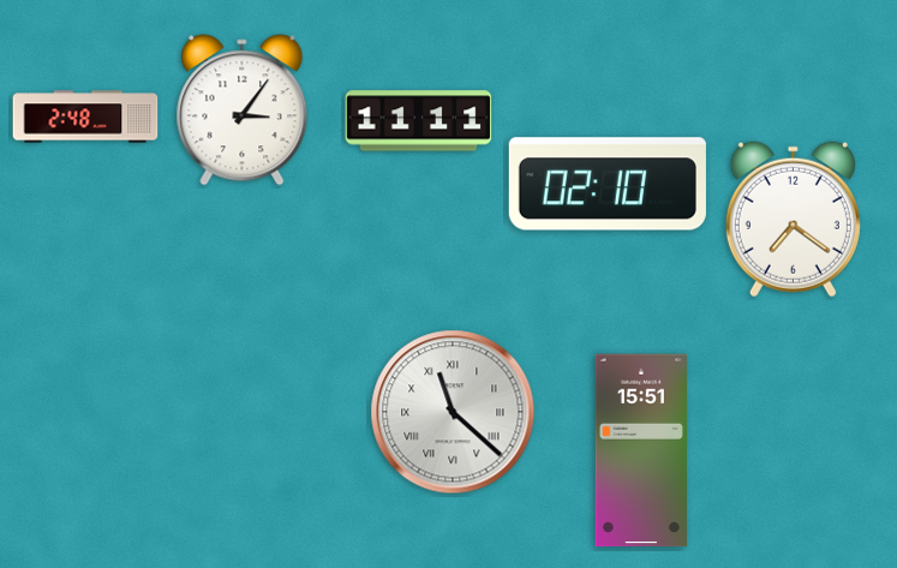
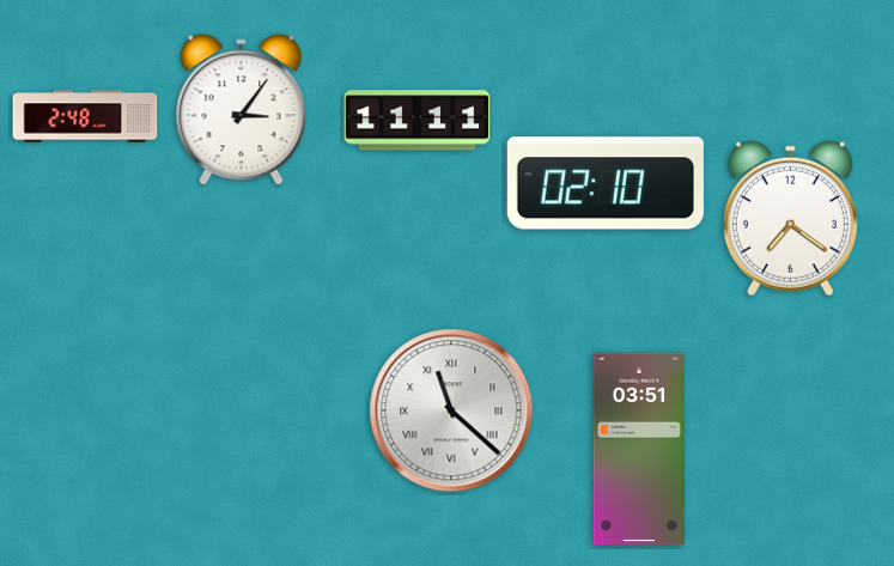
clock at (640, 450): 15:51 -> 03:51
